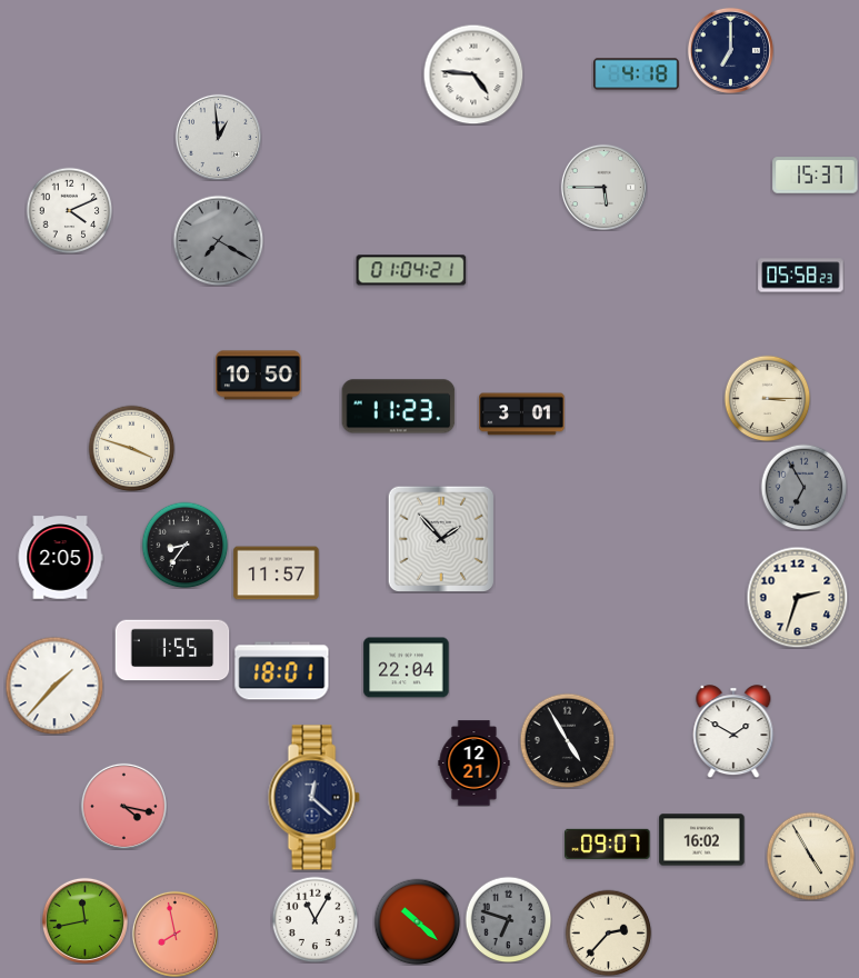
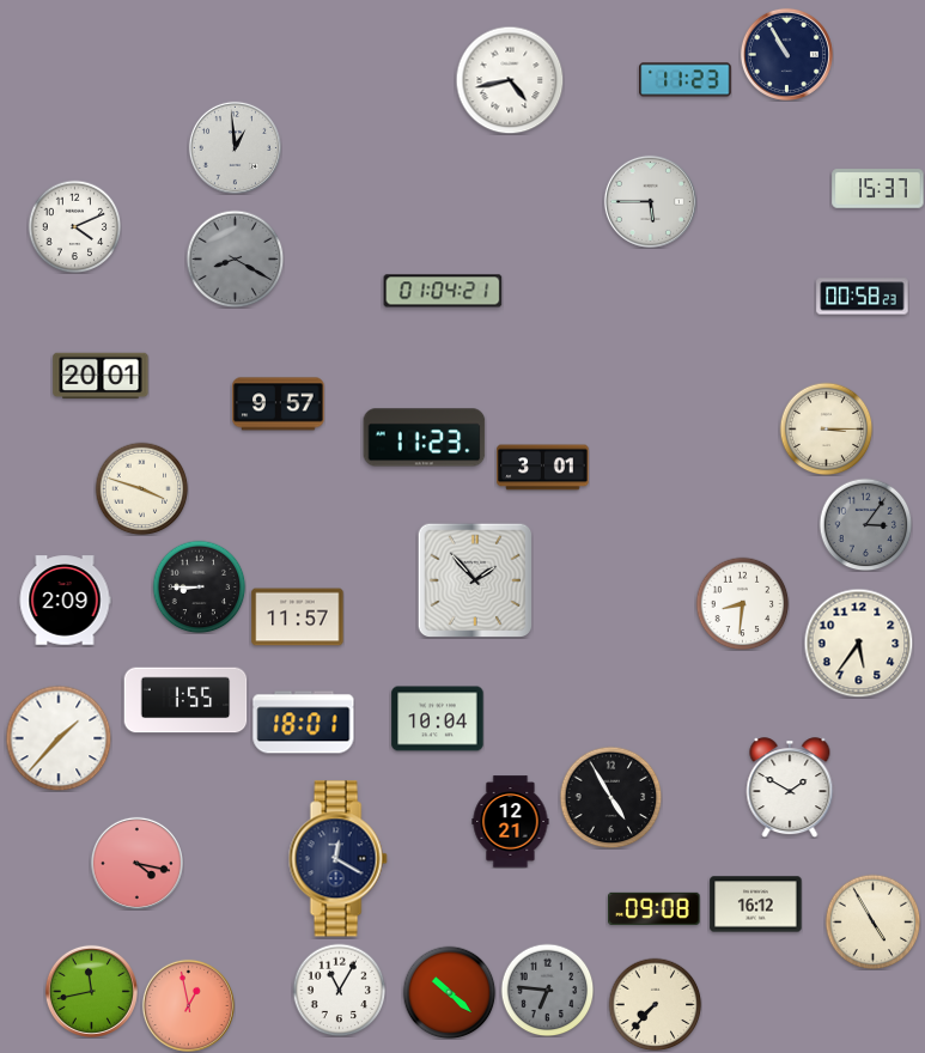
clock at (730, 50): 7:00 -> 10:55
clock at (473, 74): 4:46 -> 4:43
clock at (637, 74): 4:18 -> 11:23
clock at (218, 240): 7:20 -> 8:20
clock at (801, 276): 05:58 -> 00:58
clock at (101, 376): none -> 20:01
clock at (259, 376): 10:50 -> 9:57
clock at (399, 407) position: (399, 407) -> (425, 438)
clock at (522, 415) position: (522, 415) -> (543, 468)
clock at (131, 448) position: (131, 448) -> (141, 488)
clock at (803, 487): 6:55 -> 3:06
clock at (184, 545): 8:36 -> 8:45
clock at (60, 558): 2:05 -> 2:09
clock at (742, 603): none -> 8:31
clock at (797, 597): 2:33 -> 5:36
clock at (407, 668): 22:04 -> 10:04
clock at (313, 798): 12:22 -> 12:20
clock at (123, 806) position: (123, 806) -> (136, 863)
clock at (702, 840): 16:02 -> 16:12
clock at (608, 844): 09:07 -> 09:08
clock at (508, 919): 6:48 -> 6:46
clock at (608, 932): 2:37 -> 7:37
clock at (174, 934): 7:58 -> 12:58
